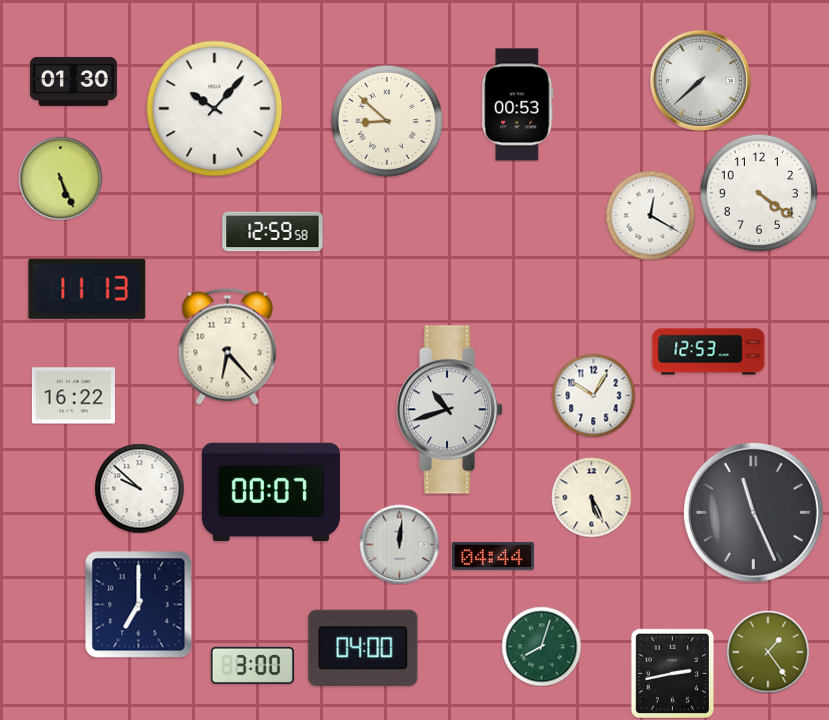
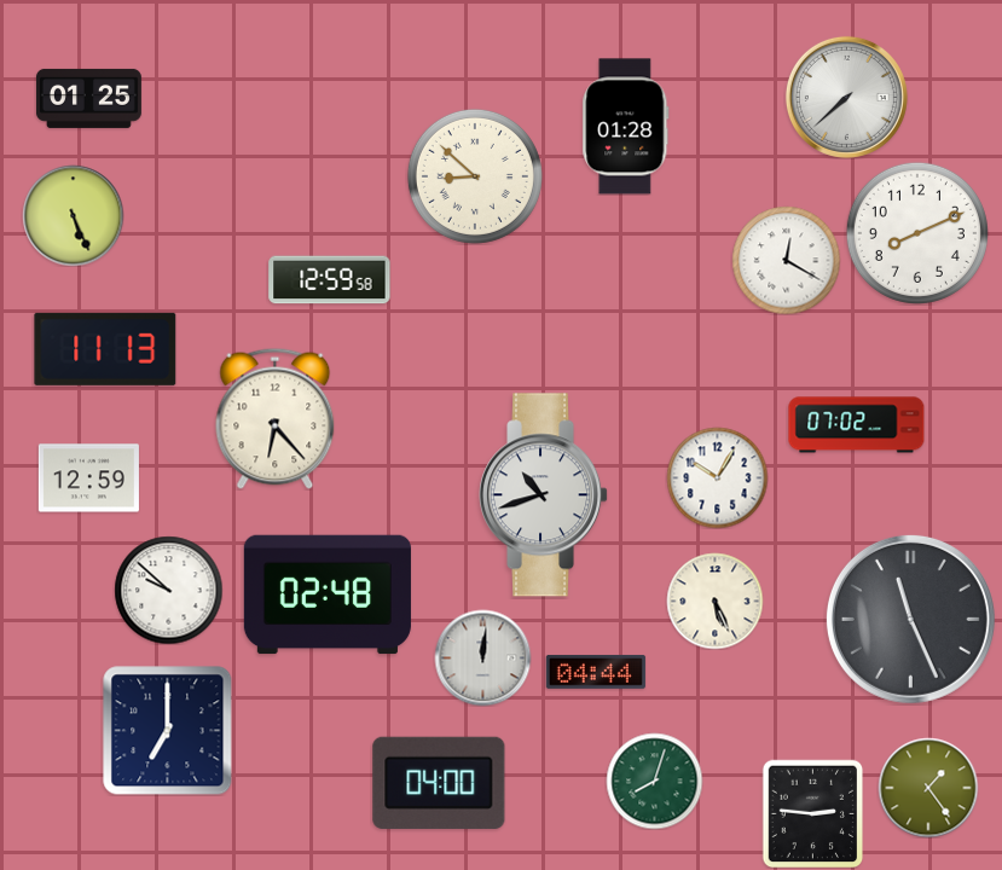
clock at (73, 81): 01:30 -> 01:25
clock at (518, 105): 00:53 -> 01:28
clock at (215, 109): 10:07 -> none
clock at (387, 121) position: (387, 121) -> (475, 176)
clock at (759, 193): 4:21 -> 8:11
clock at (709, 352): 12:53 -> 07:02
clock at (73, 396): 16:22 -> 12:59
clock at (271, 492): 00:07 -> 02:48
clock at (252, 665): 3:00 -> none
clock at (673, 673): 2:43 -> 2:46
